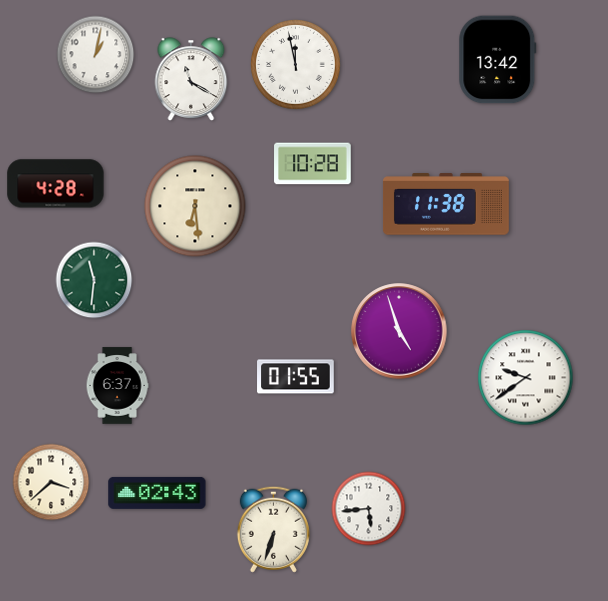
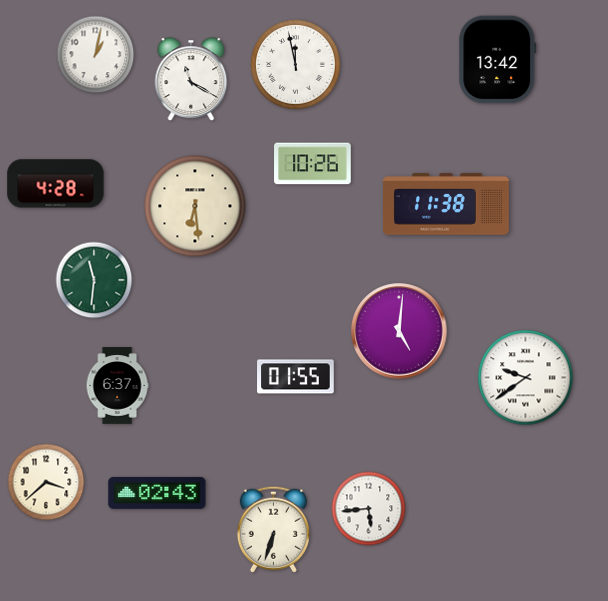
clock at (313, 164): 10:28 -> 10:26
clock at (399, 331): 4:57 -> 5:01
clock at (51, 482) position: (51, 482) -> (46, 482)
